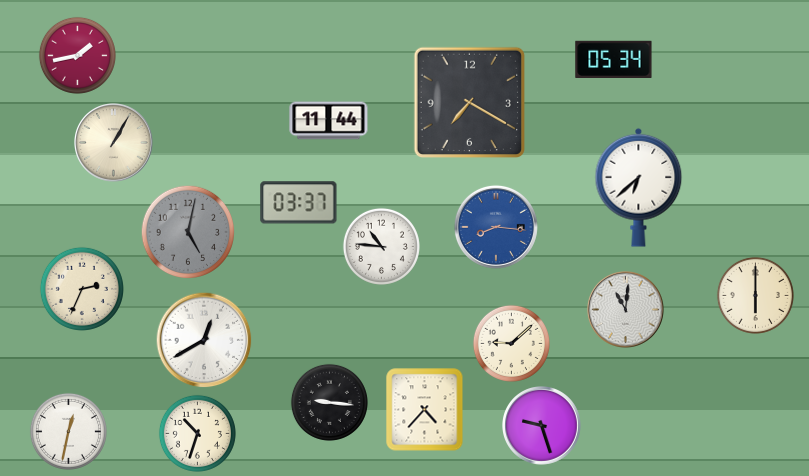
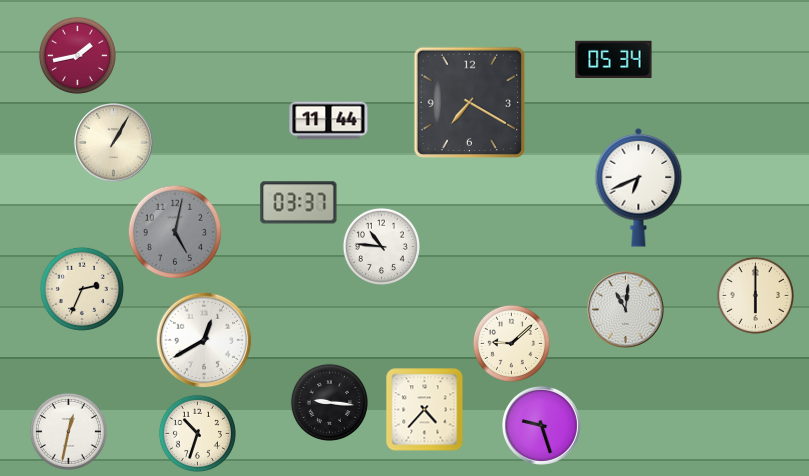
clock at (639, 187): 6:38 -> 6:41
clock at (496, 227): 8:16 -> none
clock at (188, 232) position: (188, 232) -> (175, 232)
